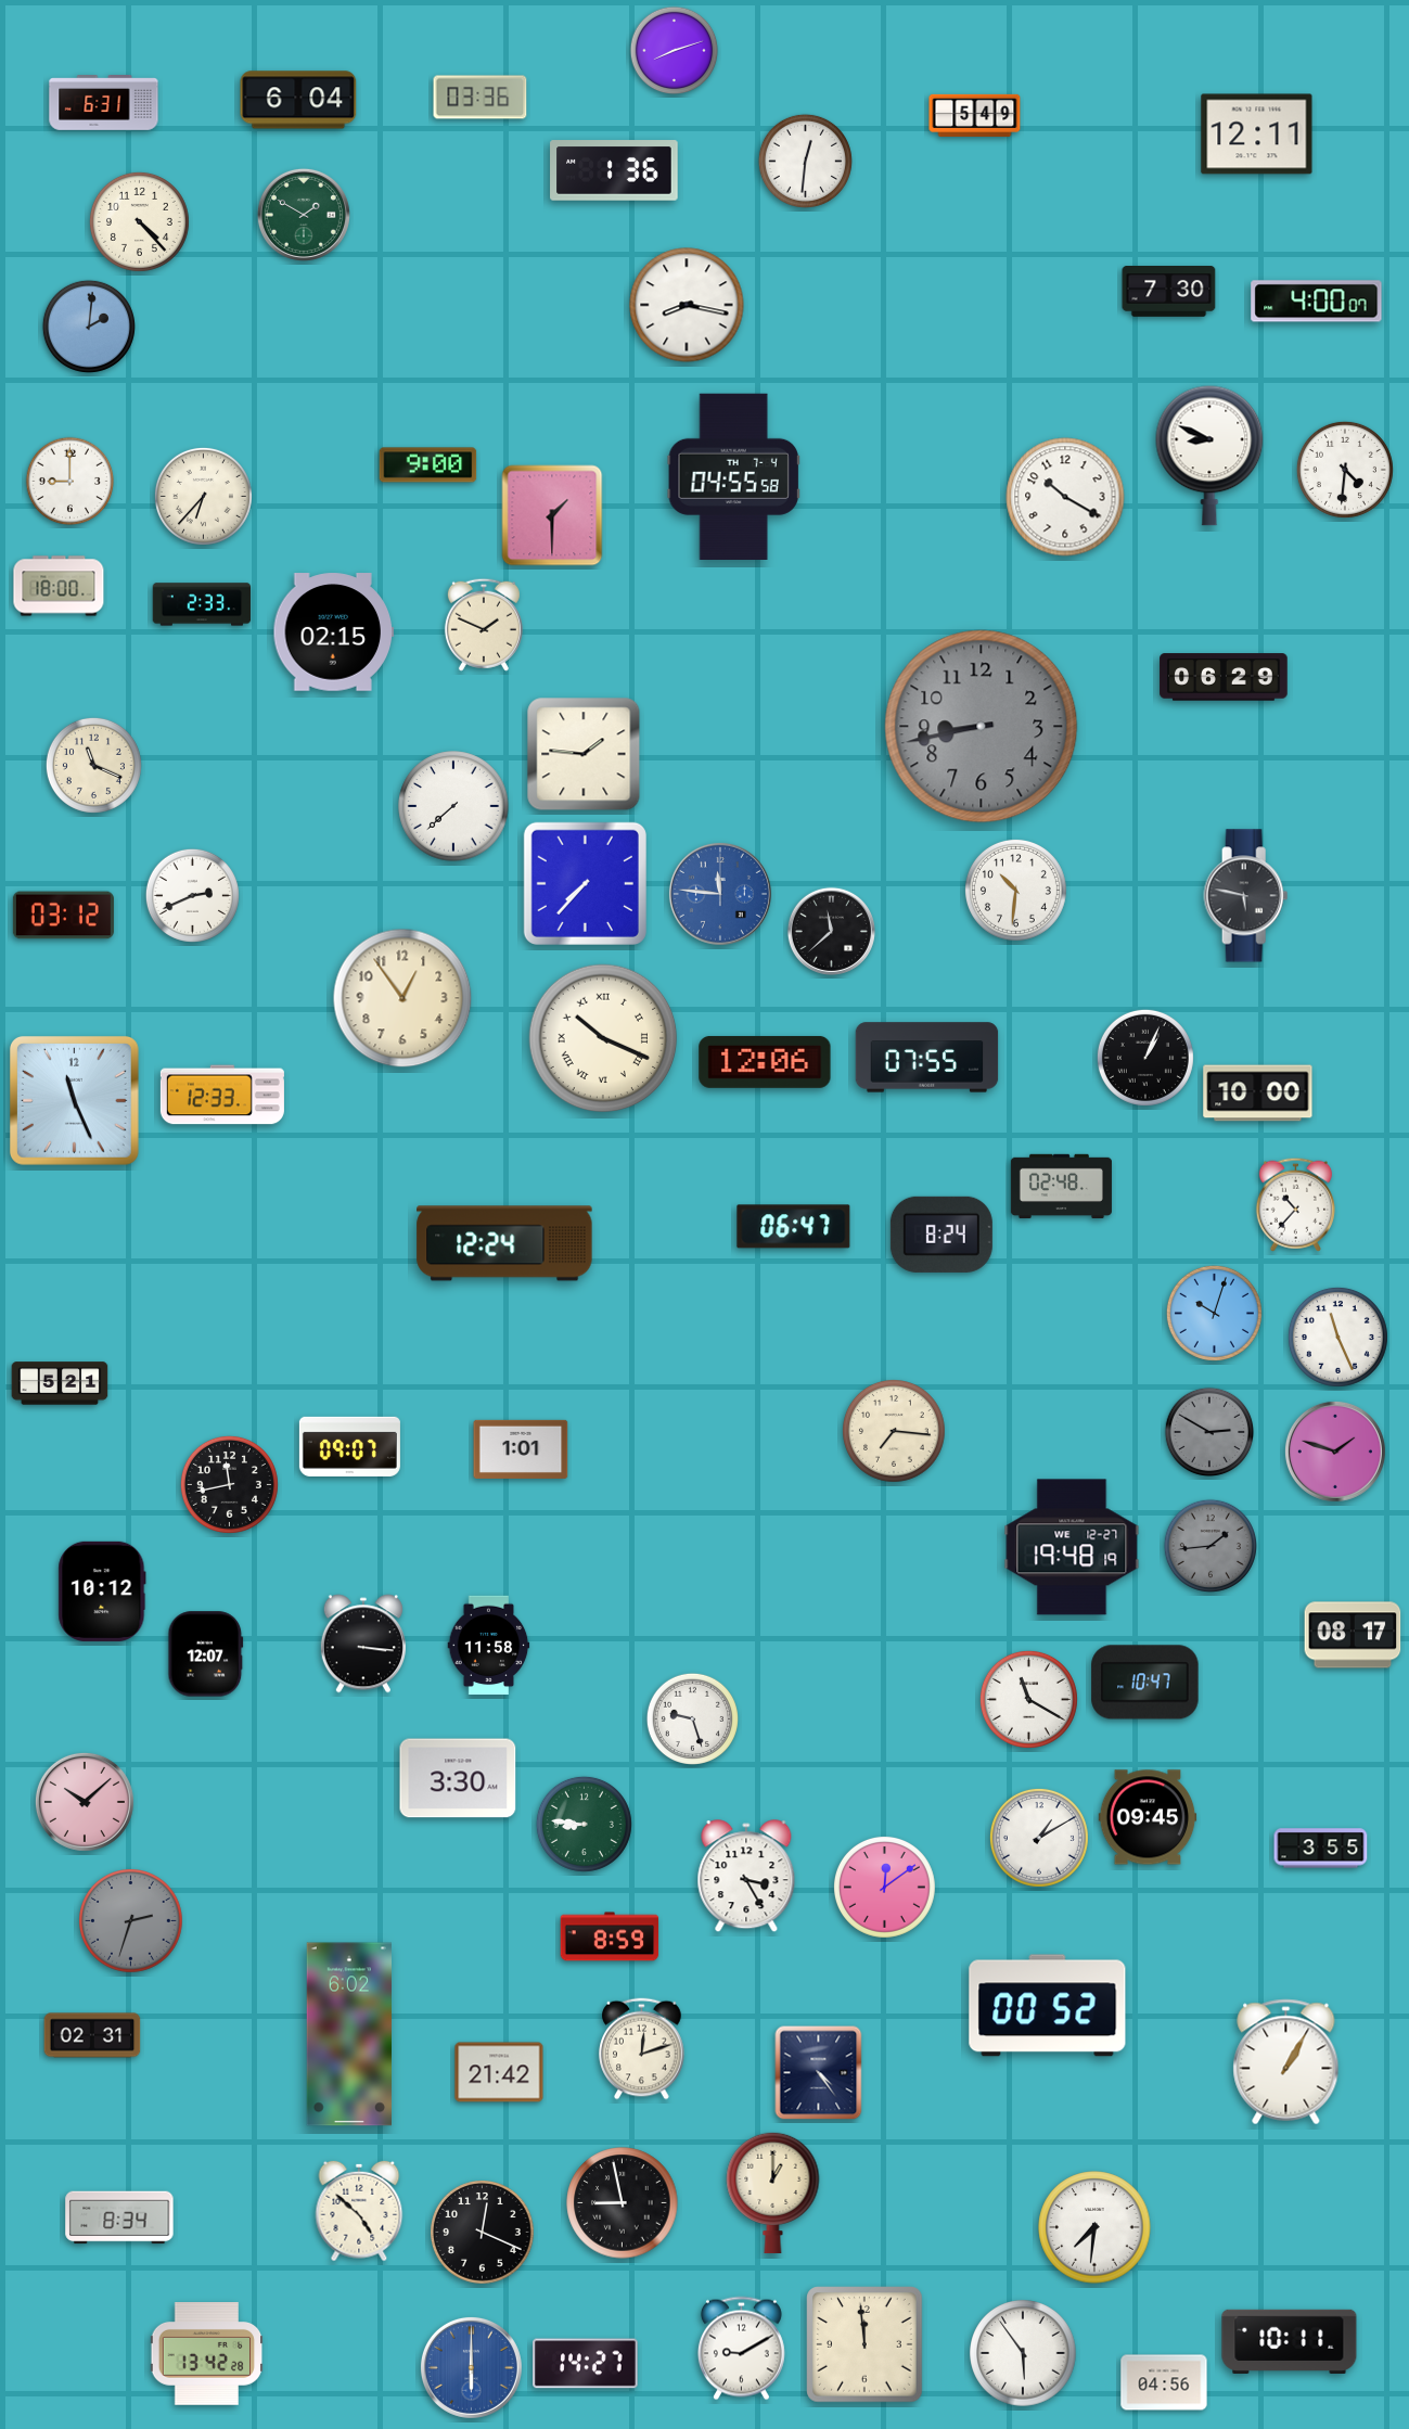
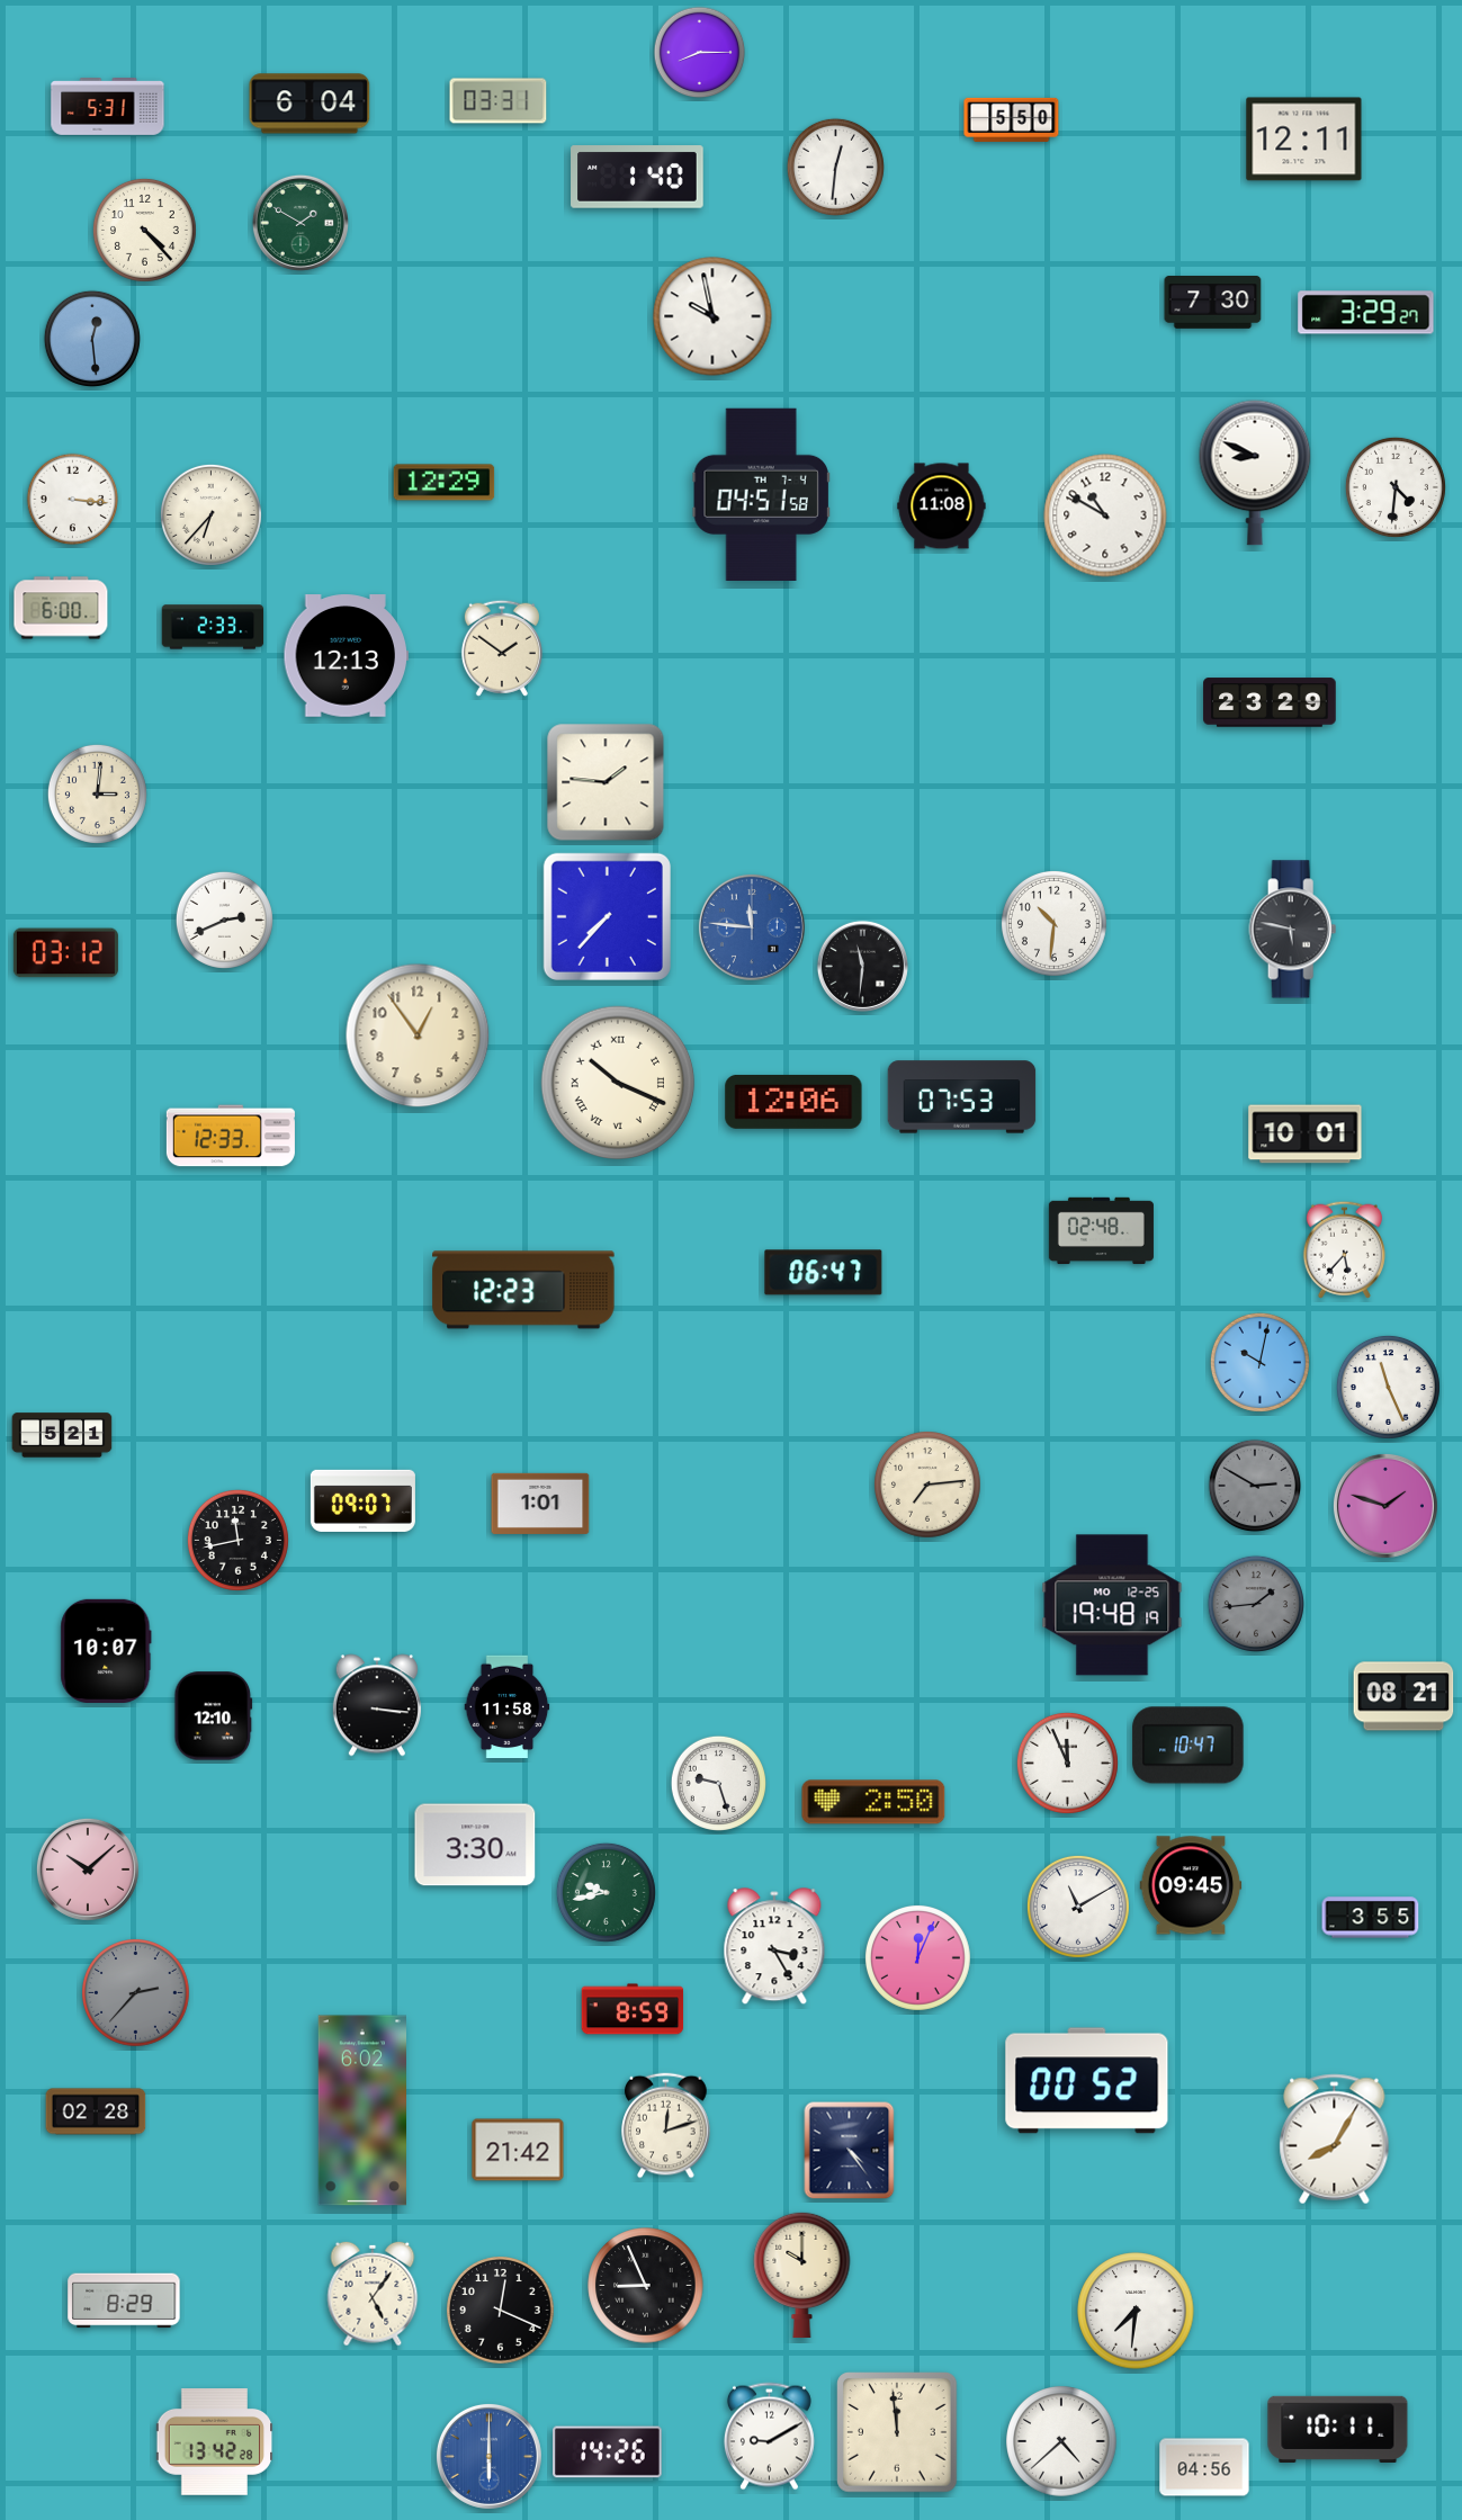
clock at (675, 51): 8:12 -> 8:15
clock at (481, 98): 03:36 -> 03:31
clock at (104, 103): 6:31 -> 5:31
clock at (975, 115): 5:49 -> 5:50
clock at (614, 170): 1:36 -> 1:40
clock at (304, 215) position: (304, 215) -> (301, 223)
clock at (1317, 302): 4:00 -> 3:29
clock at (687, 305): 8:17 -> 9:58
clock at (89, 327): 2:01 -> 12:29
clock at (428, 465): 9:00 -> 12:29
clock at (733, 476): 04:55 -> 04:51
clock at (71, 482): 9:00 -> 3:16
clock at (942, 506): none -> 11:08
clock at (1065, 497): 10:20 -> 10:50
clock at (552, 515): 1:30 -> none
clock at (59, 586): 18:00 -> 6:00
clock at (202, 604) position: (202, 604) -> (213, 627)
clock at (484, 625): 1:49 -> 1:51
clock at (334, 632): 02:15 -> 12:13
clock at (1224, 677): 06:29 -> 23:29
clock at (982, 727): 8:43 -> none
clock at (93, 765): 11:19 -> 3:01
clock at (453, 806): 7:38 -> none
clock at (720, 894) position: (720, 894) -> (752, 927)
clock at (192, 895) position: (192, 895) -> (224, 920)
clock at (63, 916) position: (63, 916) -> (65, 953)
clock at (831, 931): 11:38 -> 11:31
clock at (603, 1038) position: (603, 1038) -> (618, 1083)
clock at (927, 1058): 07:55 -> 07:53
clock at (1145, 1058): 1:04 -> none
clock at (1258, 1094): 10:00 -> 10:01
clock at (74, 1100): 11:26 -> none
clock at (1295, 1204): 10:37 -> 5:37
clock at (942, 1235): 8:24 -> none
clock at (504, 1243): 12:24 -> 12:23
clock at (1214, 1313): 10:03 -> 10:02
clock at (895, 1432): 7:16 -> 7:14
clock at (1072, 1547) date: WE 12-27 -> MO 12-25
clock at (102, 1591): 10:12 -> 10:07
clock at (1353, 1635): 08:17 -> 08:21
clock at (206, 1654): 12:07 -> 12:10
clock at (1028, 1699): 11:20 -> 11:56
clock at (873, 1802): none -> 2:50
clock at (584, 1824): 8:46 -> 9:43
clock at (1039, 1838): 1:10 -> 11:10
clock at (884, 1887): 12:09 -> 12:04
clock at (131, 1921): 2:33 -> 2:37
clock at (92, 2035): 02:31 -> 02:28
clock at (1286, 2062): 1:05 -> 8:05
clock at (773, 2193): 1:00 -> 10:00
clock at (623, 2203): 8:58 -> 8:56
clock at (359, 2211): 4:52 -> 5:06
clock at (119, 2217): 8:34 -> 8:29
clock at (483, 2233) position: (483, 2233) -> (501, 2311)
clock at (1023, 2353): 5:54 -> 4:38
clock at (586, 2364): 14:27 -> 14:26
clock at (1164, 2382) position: (1164, 2382) -> (1204, 2467)
